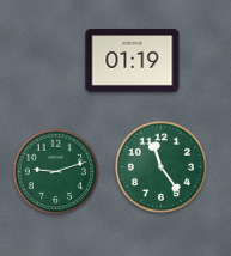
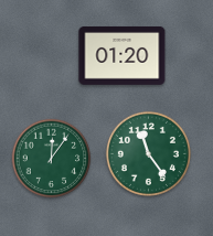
clock at (133, 60): 01:19 -> 01:20
clock at (56, 172): 9:12 -> 12:06
